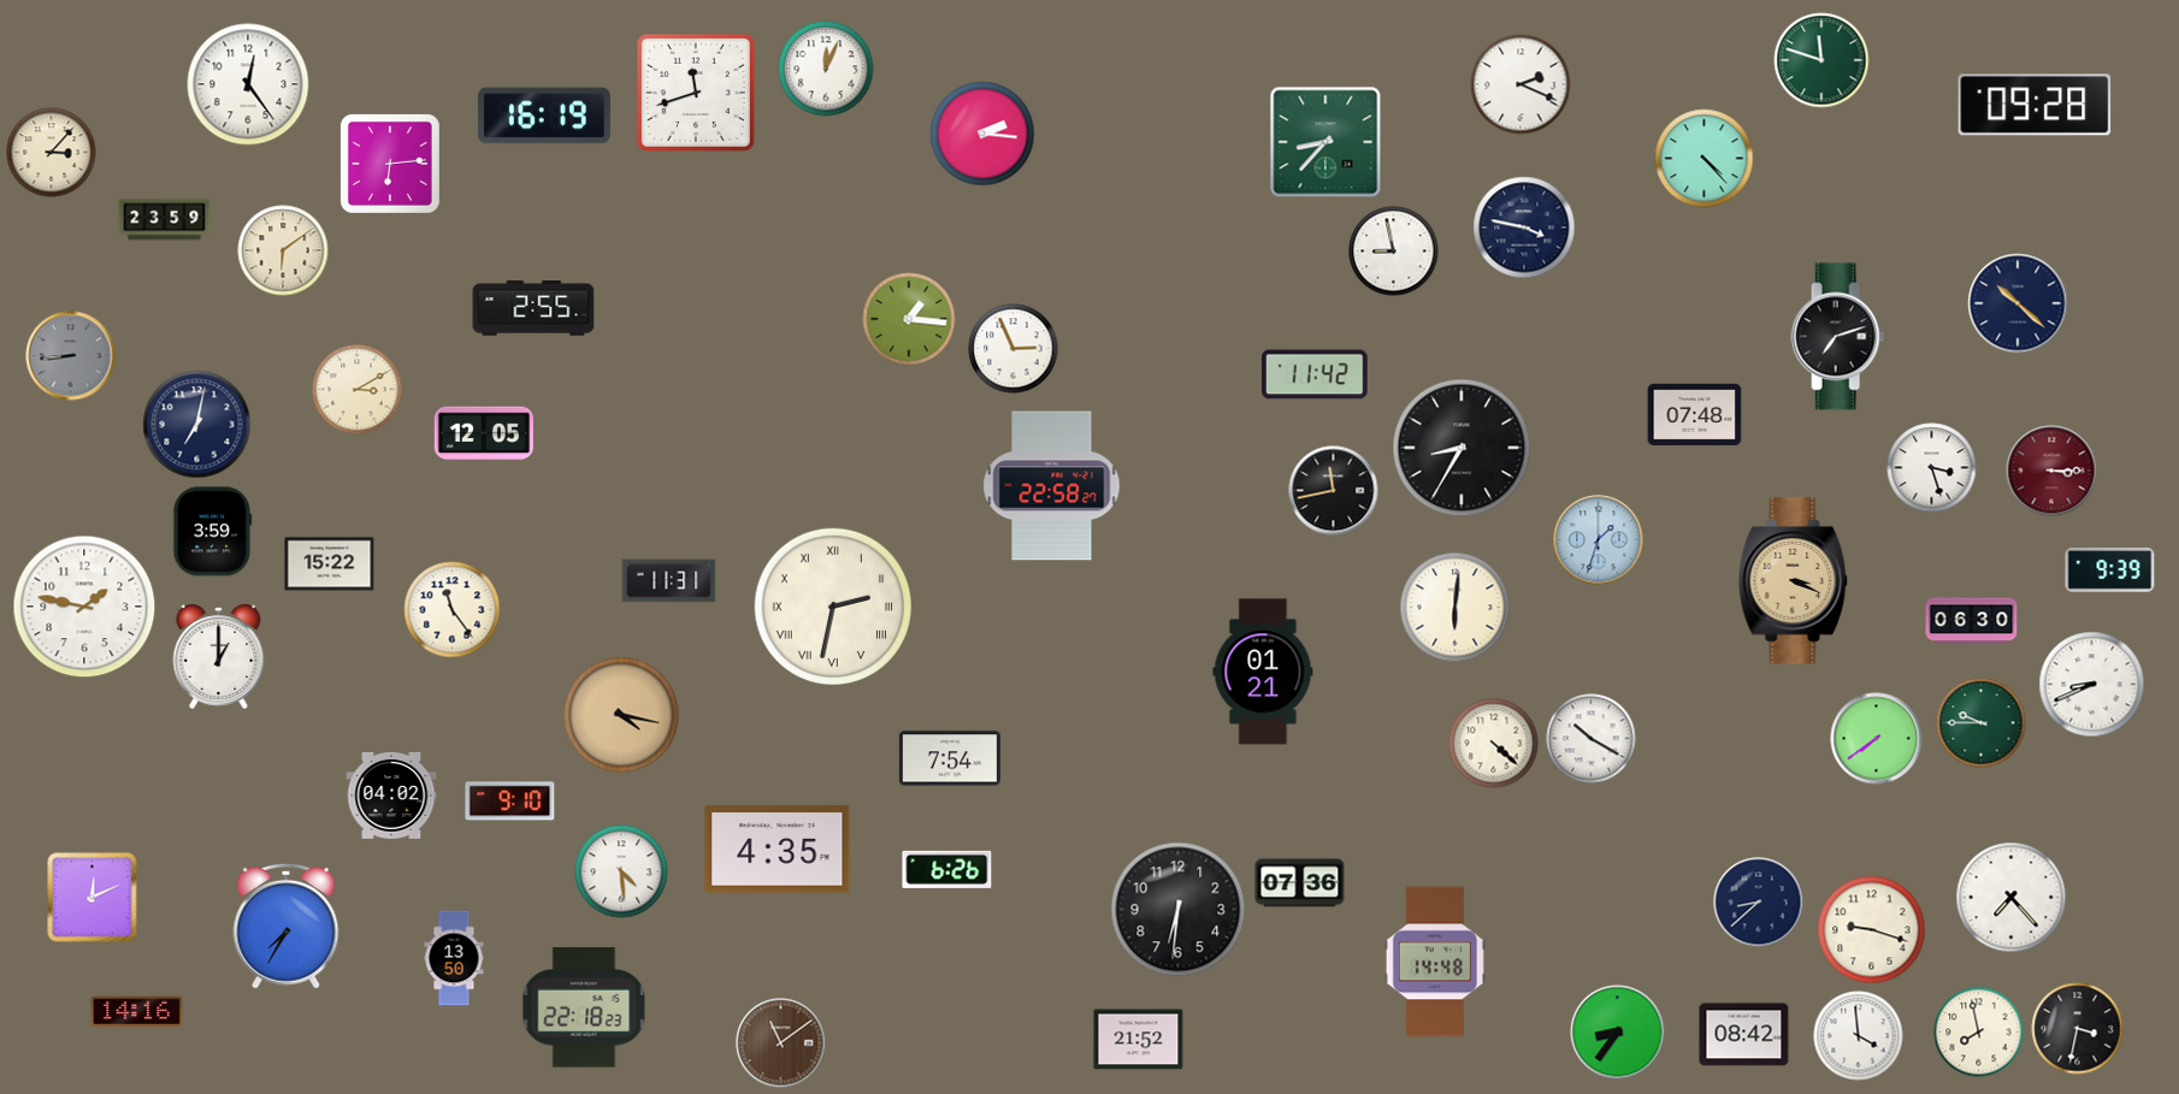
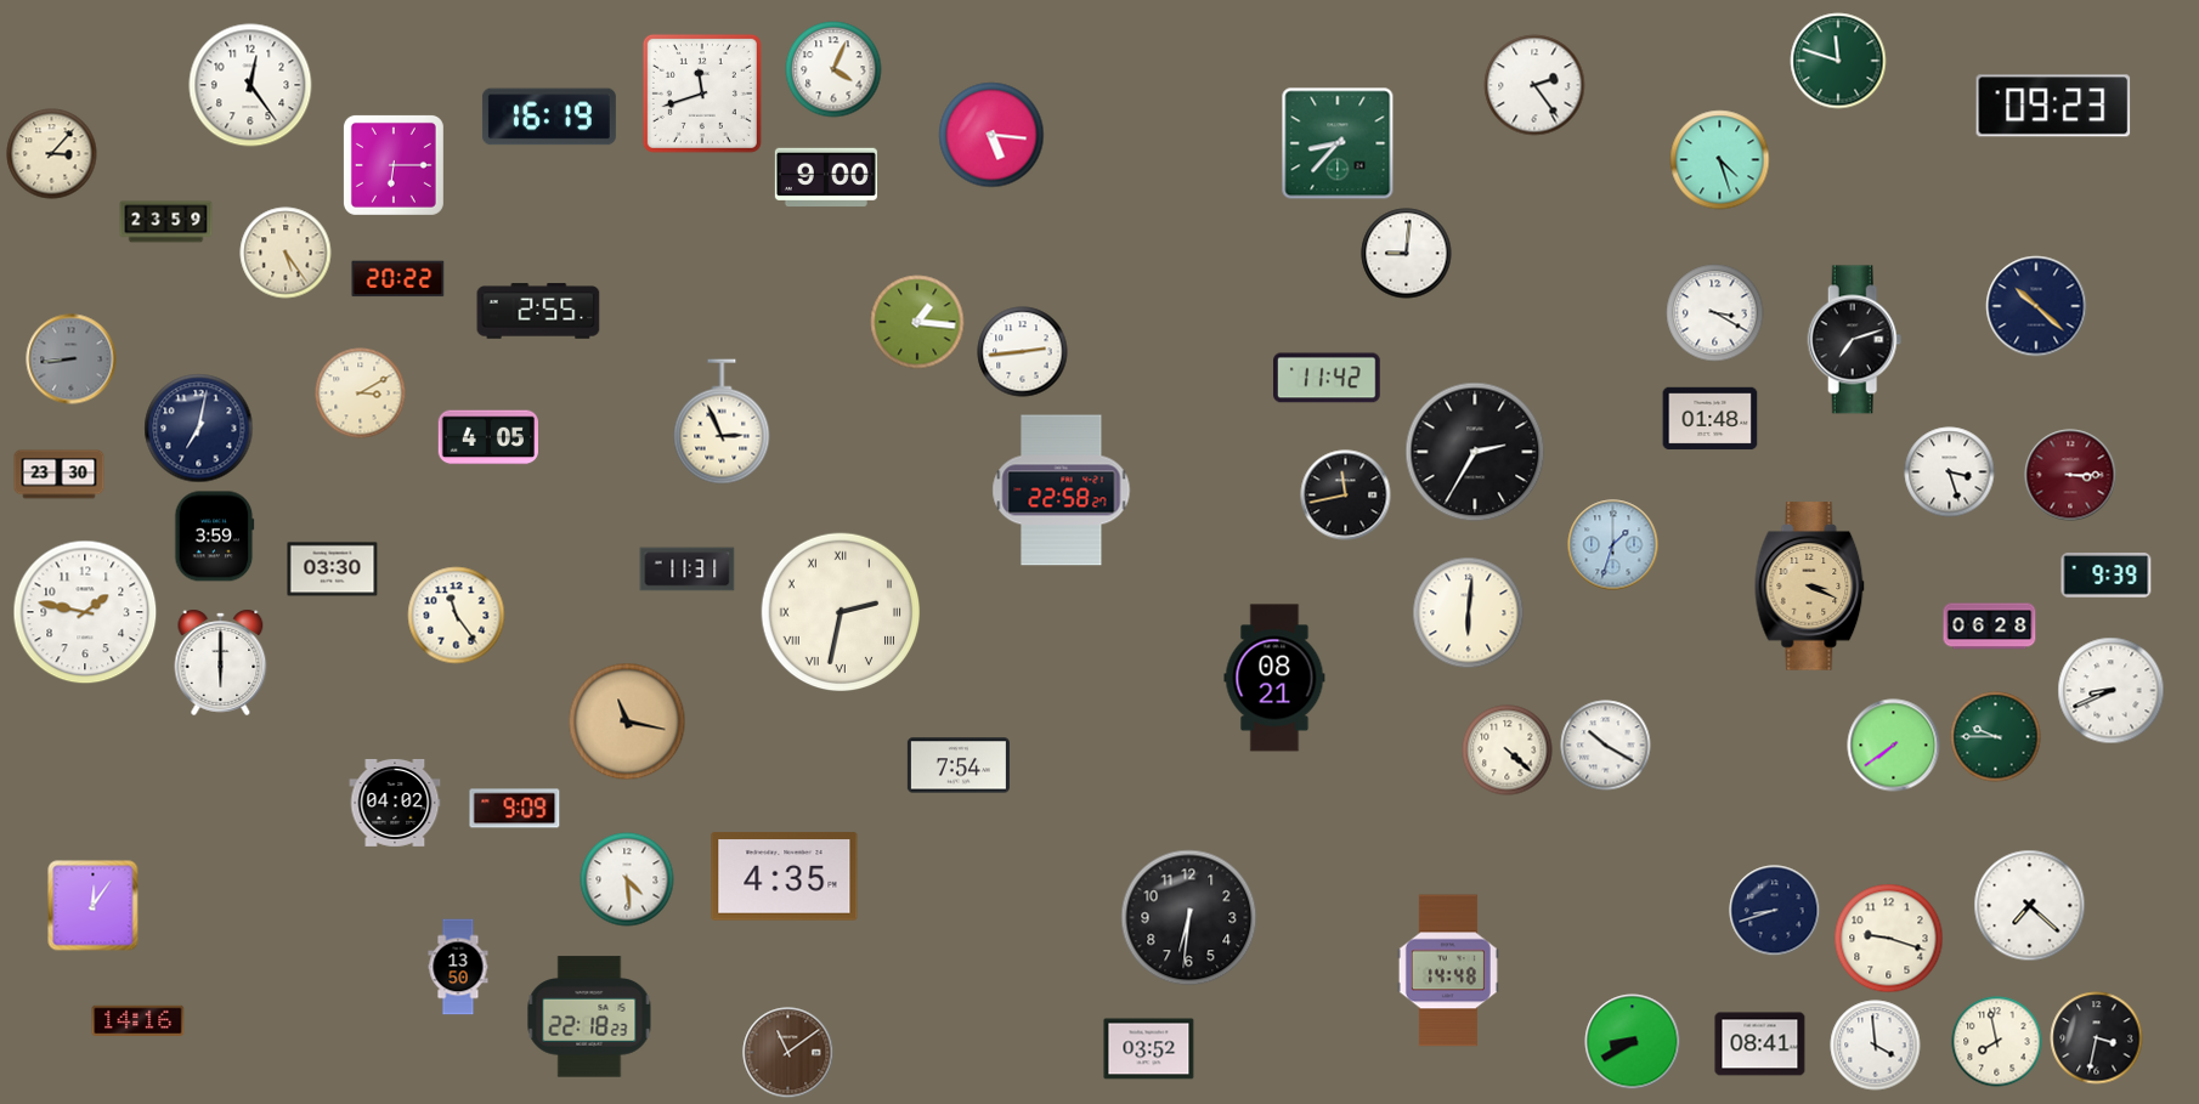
clock at (826, 69): 12:04 -> 4:04
clock at (1520, 84): 2:19 -> 2:24
clock at (2035, 105): 09:28 -> 09:23
clock at (982, 134): 2:16 -> 5:16
clock at (1705, 159): 4:23 -> 4:27
clock at (390, 164): 6:14 -> 6:15
clock at (826, 177): none -> 9:00
clock at (1524, 227): 3:47 -> none
clock at (283, 250): 6:09 -> 5:24
clock at (1394, 252): 8:58 -> 9:01
clock at (398, 279): none -> 20:22
clock at (1715, 313): none -> 3:20
clock at (1014, 349): 2:56 -> 2:44
clock at (1695, 415): 07:48 -> 01:48
clock at (722, 421): none -> 2:56
clock at (483, 433): 12:05 -> 4:05
clock at (1461, 448): 8:35 -> 2:35
clock at (60, 475): none -> 23:30
clock at (330, 564): 15:22 -> 03:30
clock at (2110, 570) position: (2110, 570) -> (2107, 576)
clock at (669, 581) position: (669, 581) -> (688, 570)
clock at (1972, 621): 06:30 -> 06:28
clock at (219, 656): 1:00 -> 6:00
clock at (1263, 672): 01:21 -> 08:21
clock at (621, 715): 4:17 -> 11:17
clock at (1982, 723) position: (1982, 723) -> (1996, 737)
clock at (510, 802): 9:10 -> 9:09
clock at (778, 850) position: (778, 850) -> (785, 877)
clock at (947, 869): 6:26 -> none
clock at (1300, 883): 07:36 -> none
clock at (93, 898): 12:11 -> 12:06
clock at (2012, 898): 7:23 -> 7:22
clock at (1759, 903): 8:38 -> 8:42
clock at (287, 926): 7:35 -> none
clock at (1618, 1033): 8:36 -> 8:40
clock at (1744, 1035): 08:42 -> 08:41
clock at (1139, 1040): 21:52 -> 03:52
